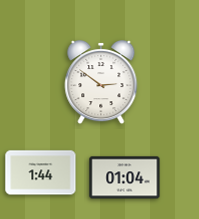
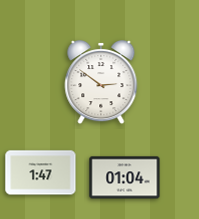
clock at (41, 173): 1:44 -> 1:47
